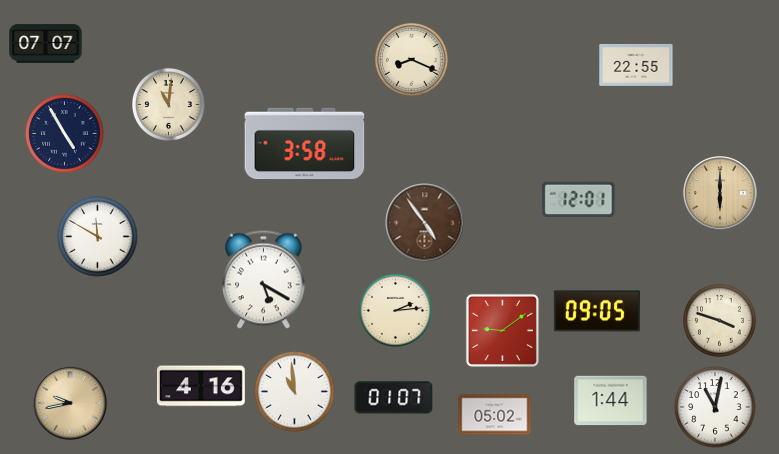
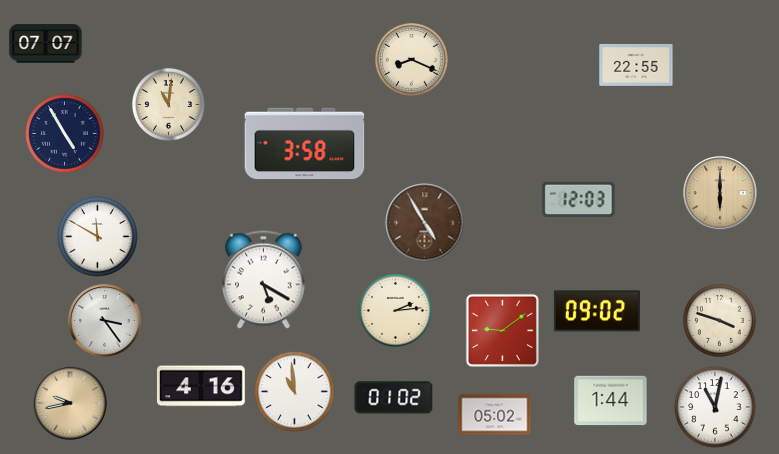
clock at (579, 200): 12:01 -> 12:03
clock at (425, 223): 4:54 -> 4:55
clock at (597, 311): 09:05 -> 09:02
clock at (105, 321): none -> 3:24
clock at (394, 398): 01:07 -> 01:02
